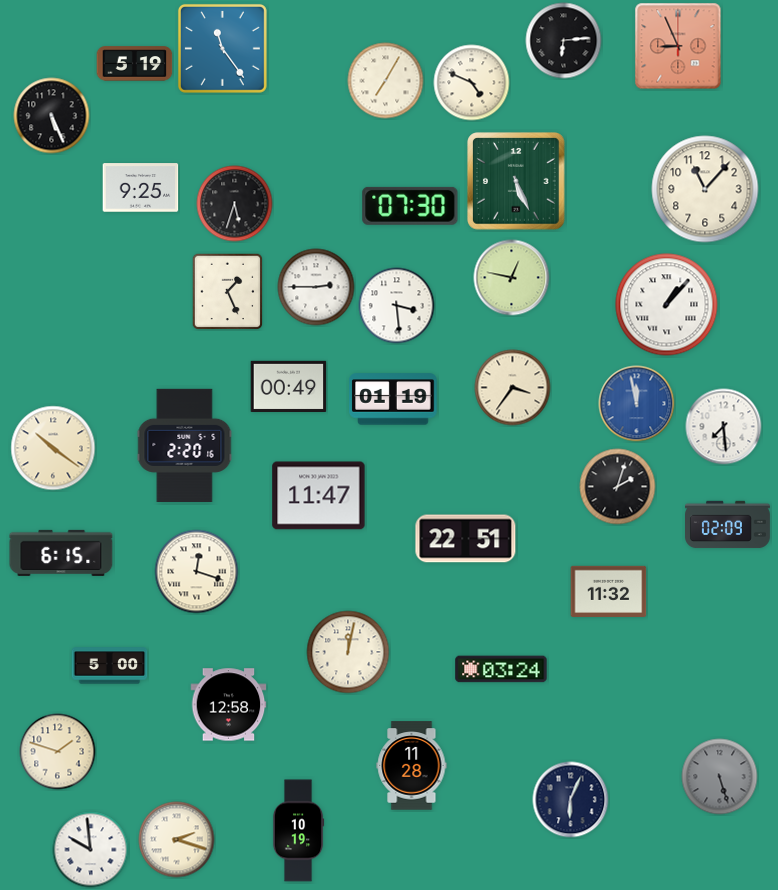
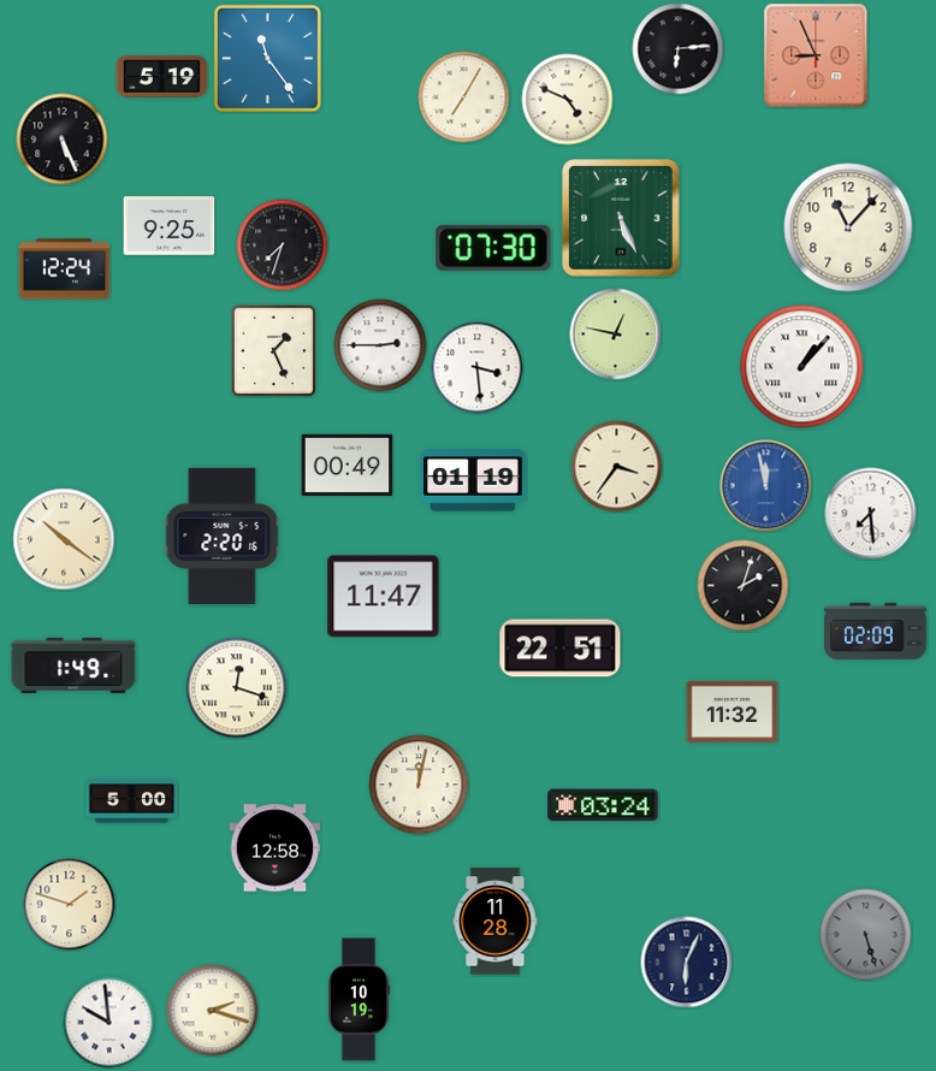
clock at (235, 204): 5:33 -> 7:33
clock at (65, 270): none -> 12:24
clock at (61, 553): 6:15 -> 1:49
